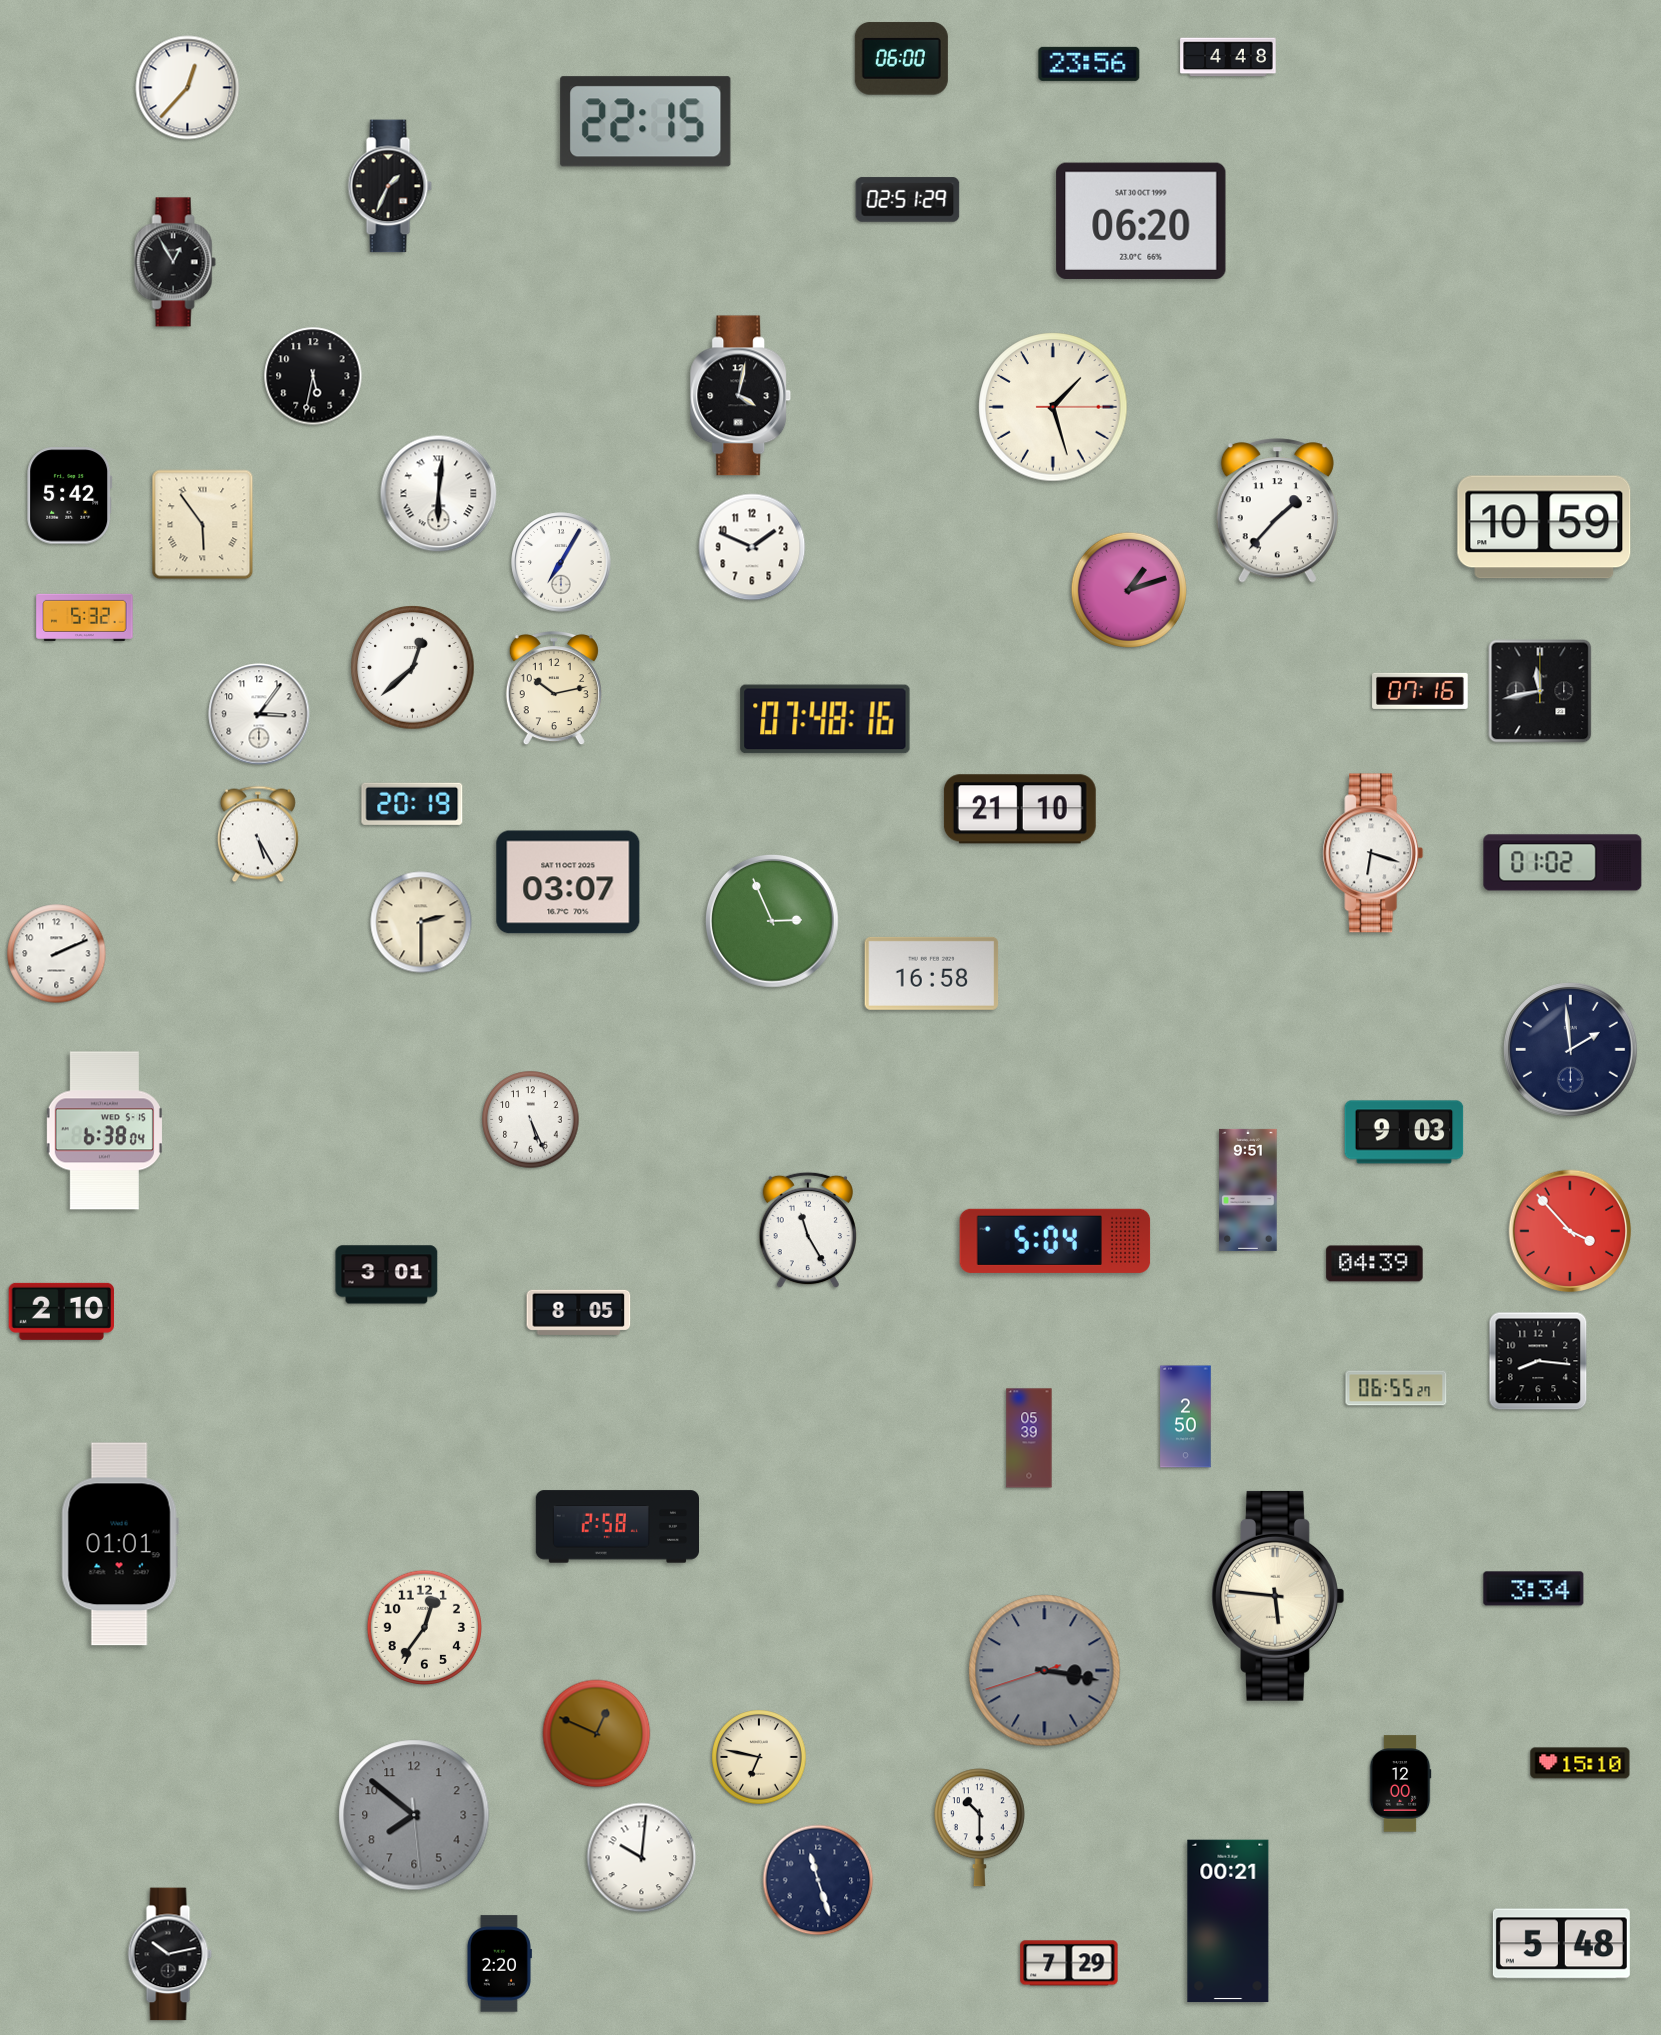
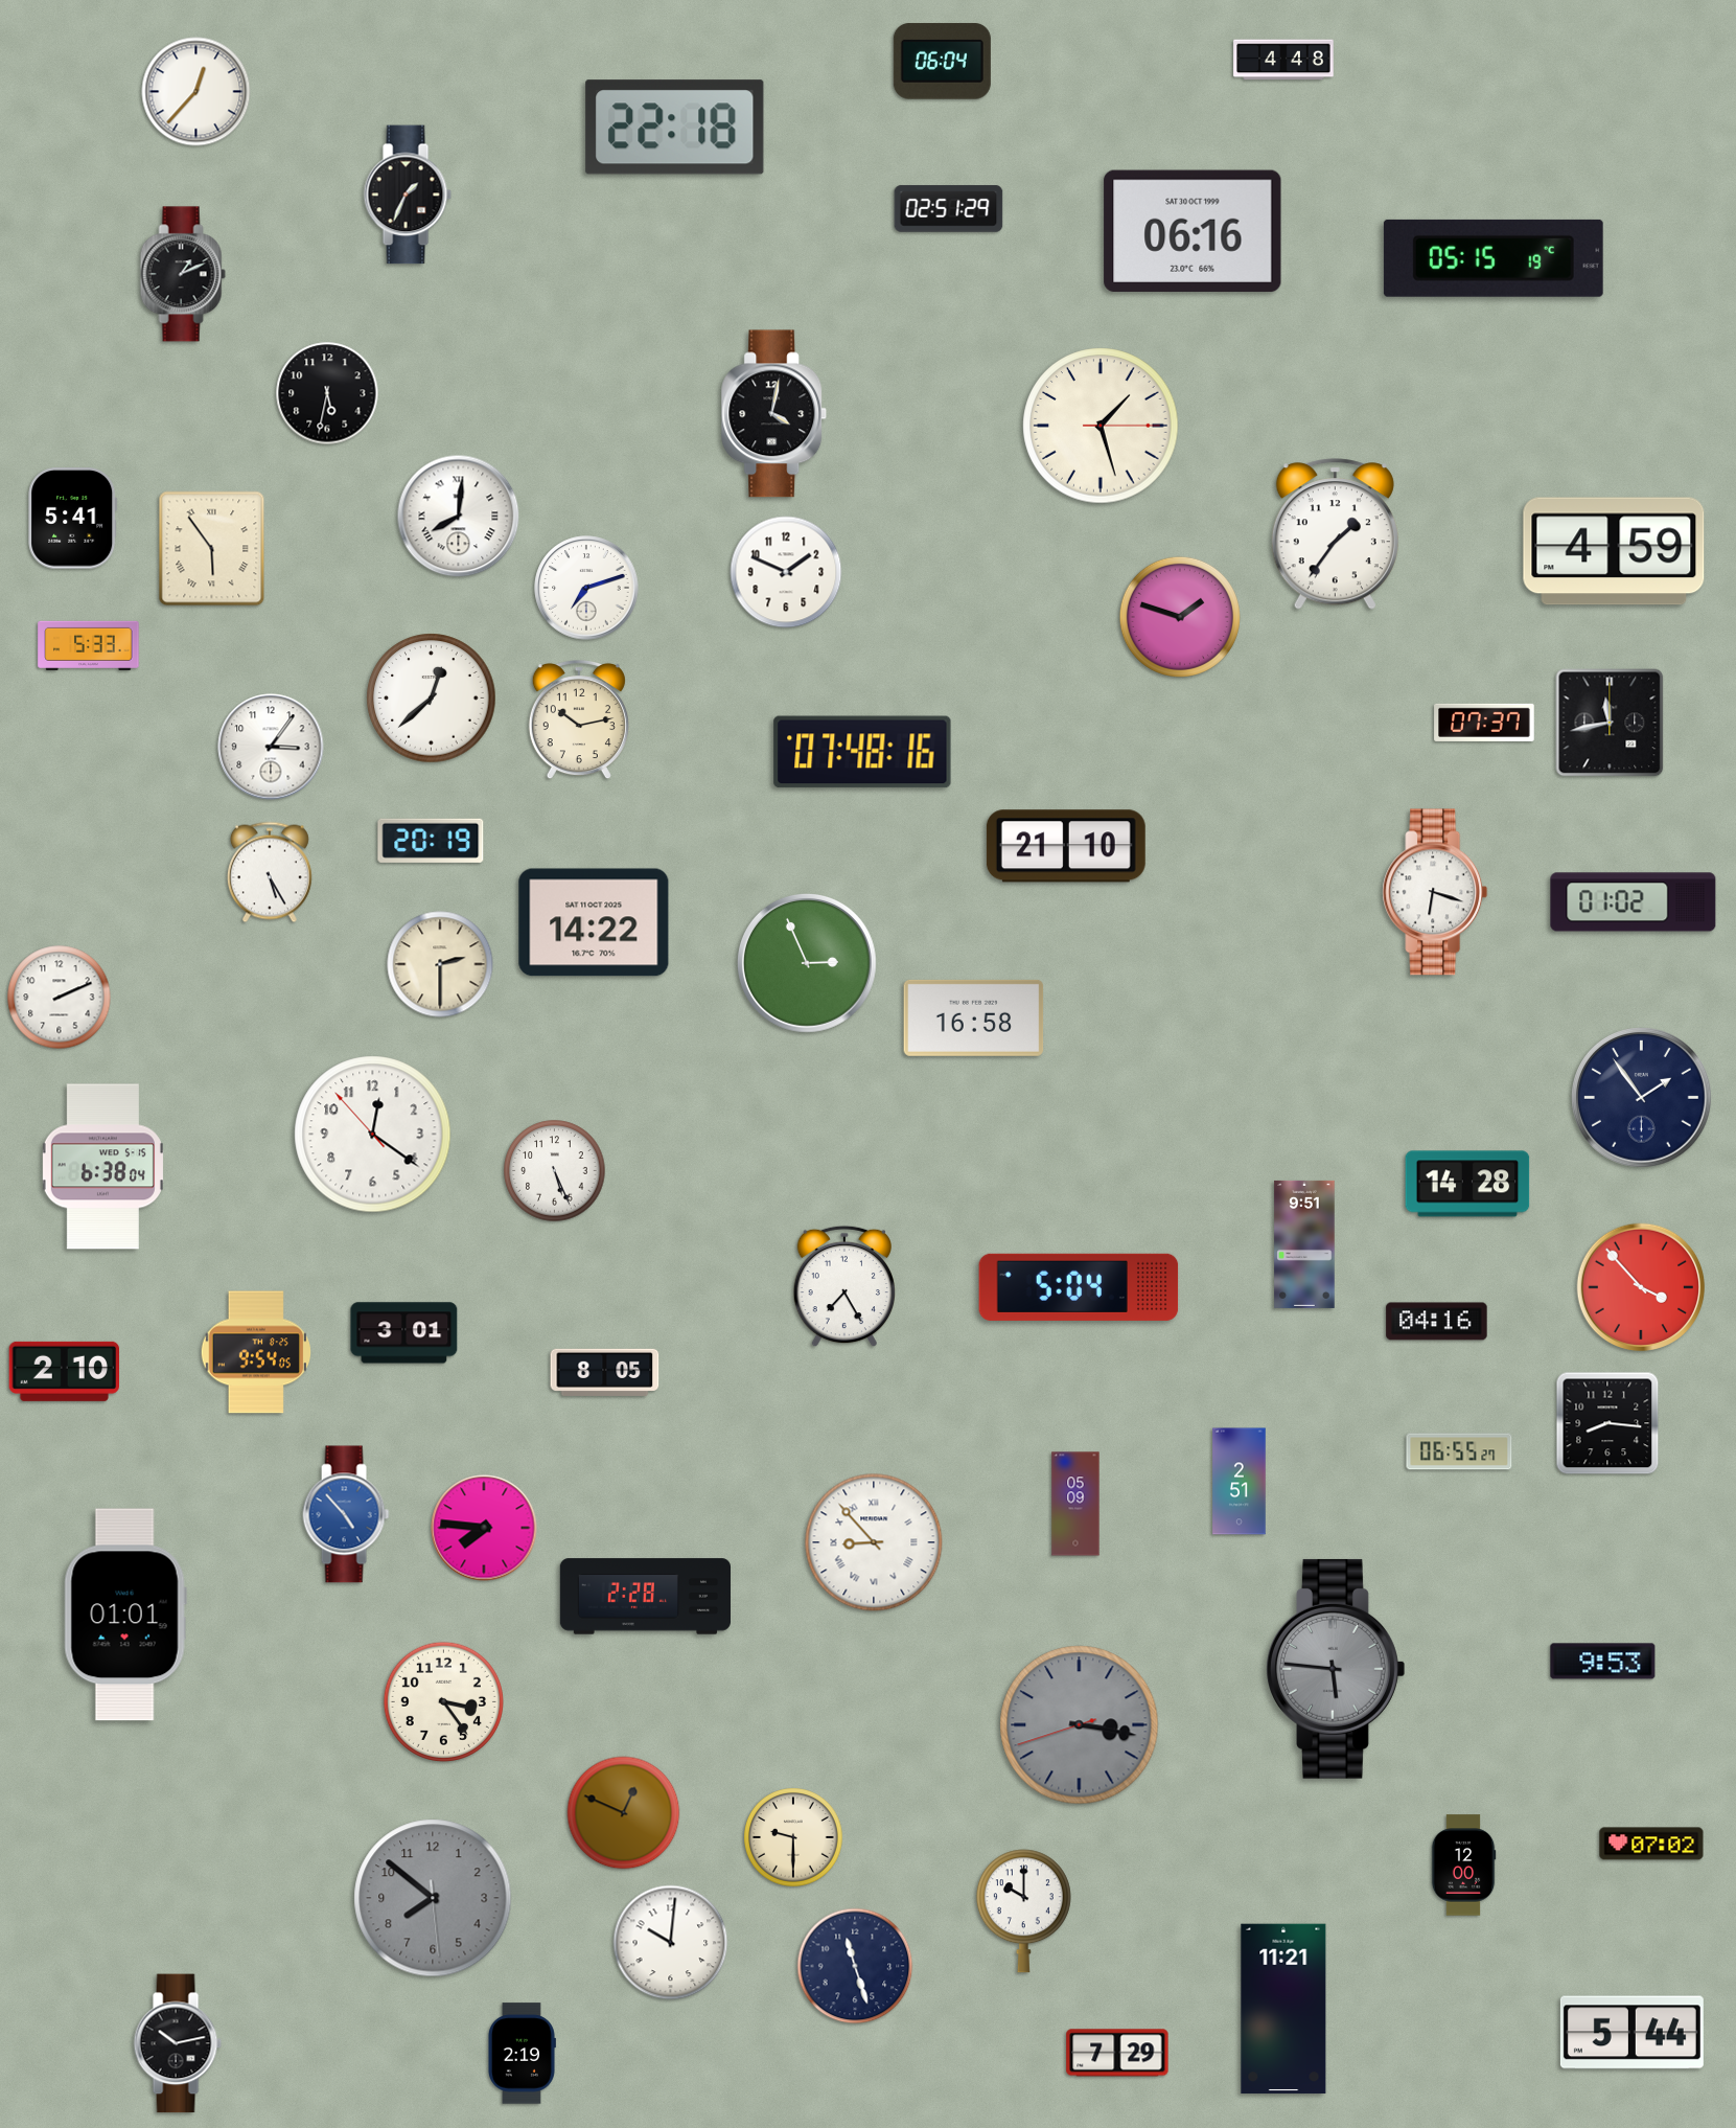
clock at (901, 59): 06:00 -> 06:04
clock at (1089, 64): 23:56 -> none
clock at (646, 122): 22:15 -> 22:18
clock at (1141, 221): 06:20 -> 06:16
clock at (1494, 258): none -> 05:15
clock at (175, 262): 12:55 -> 1:11
clock at (439, 494): 6:01 -> 8:01
clock at (70, 496): 5:42 -> 5:41
clock at (1277, 511): 1:37 -> 1:36
clock at (1544, 527): 10:59 -> 4:59
clock at (561, 562): 7:05 -> 7:12
clock at (1129, 590): 1:12 -> 1:48
clock at (85, 617): 5:32 -> 5:33
clock at (1420, 691): 07:16 -> 07:37
clock at (568, 882): 03:07 -> 14:22
clock at (1571, 1050): 1:59 -> 1:54
clock at (373, 1135): none -> 12:20
clock at (104, 1131) position: (104, 1131) -> (102, 1167)
clock at (1404, 1132): 9:03 -> 14:28
clock at (807, 1230): 11:25 -> 7:25
clock at (1055, 1241) position: (1055, 1241) -> (1079, 1287)
clock at (1375, 1264): 04:39 -> 04:16
clock at (255, 1352): none -> 9:54
clock at (1186, 1417): 2:50 -> 2:51
clock at (1029, 1438): 05:39 -> 05:09
clock at (346, 1514): none -> 4:53
clock at (484, 1528): none -> 7:46
clock at (874, 1542): none -> 8:53
clock at (617, 1527): 2:58 -> 2:28
clock at (1534, 1589): 3:34 -> 9:53
clock at (1278, 1596) dial: cream -> grey
clock at (424, 1627): 12:36 -> 3:24
clock at (1045, 1671) position: (1045, 1671) -> (1080, 1725)
clock at (759, 1757): 6:47 -> 9:30
clock at (1580, 1763): 15:10 -> 07:02
clock at (979, 1828): 10:30 -> 10:00
clock at (1228, 1921): 00:21 -> 11:21
clock at (1561, 1944): 5:48 -> 5:44
clock at (499, 1964): 2:20 -> 2:19
